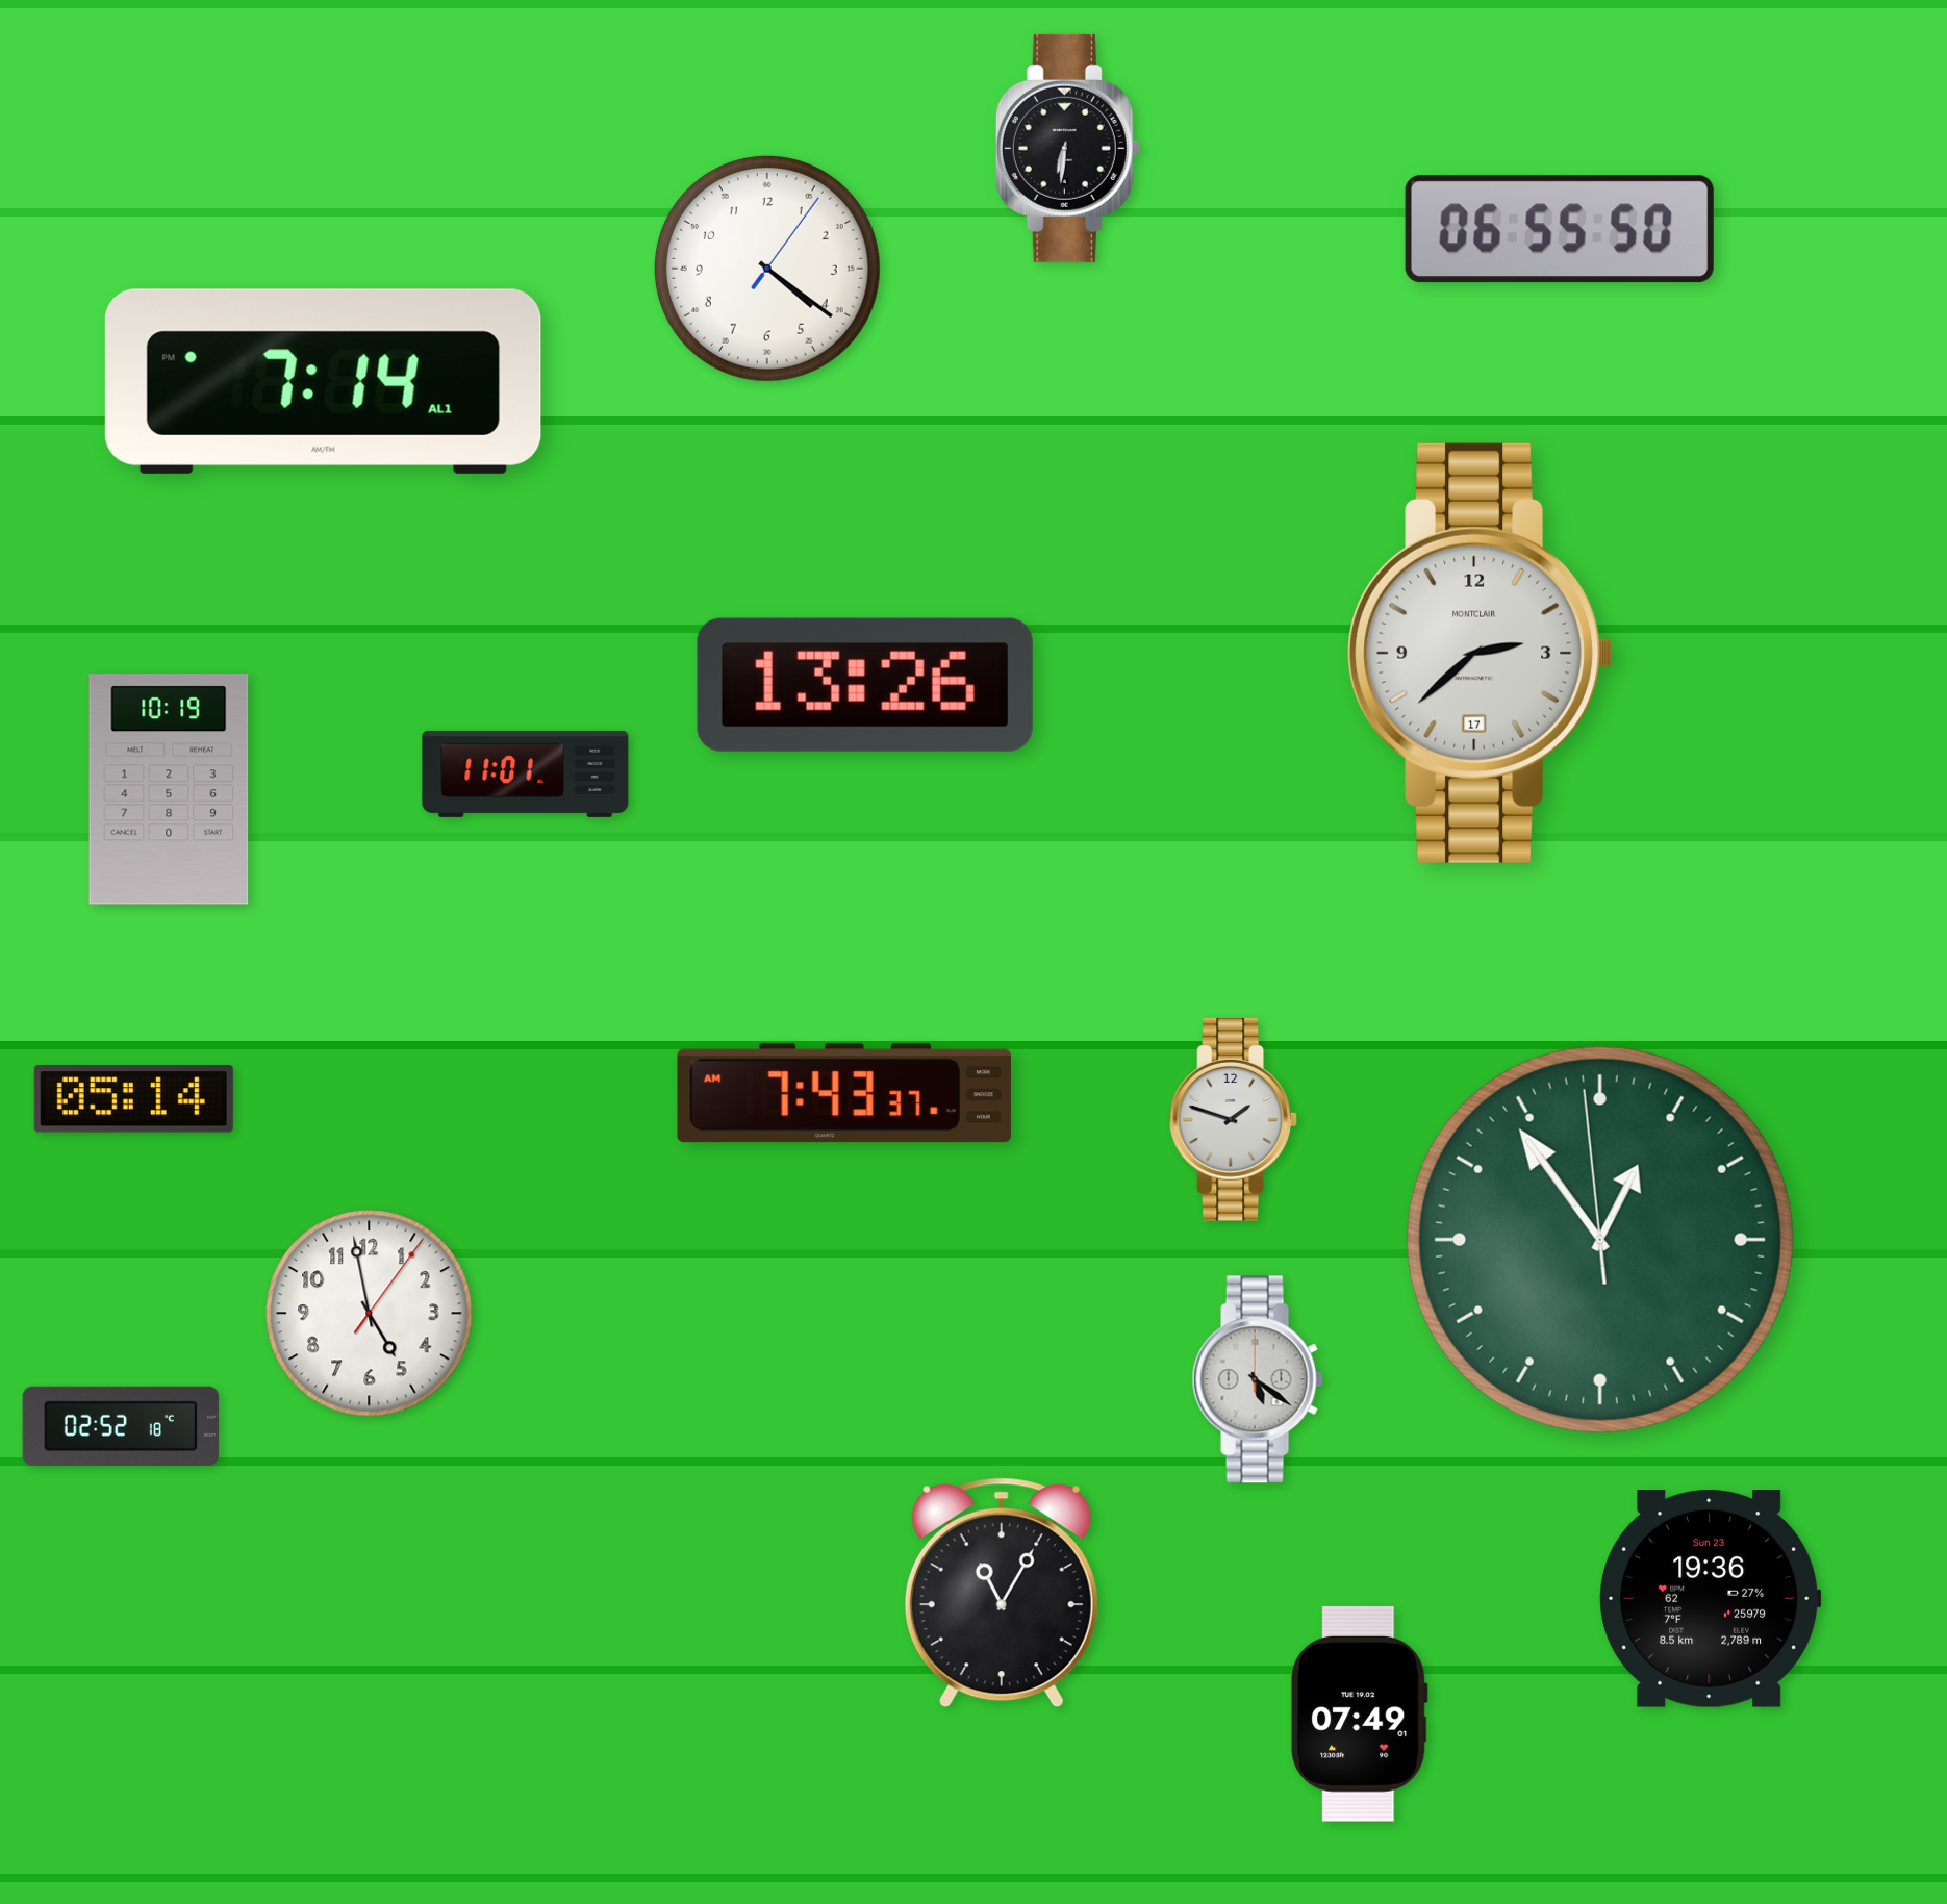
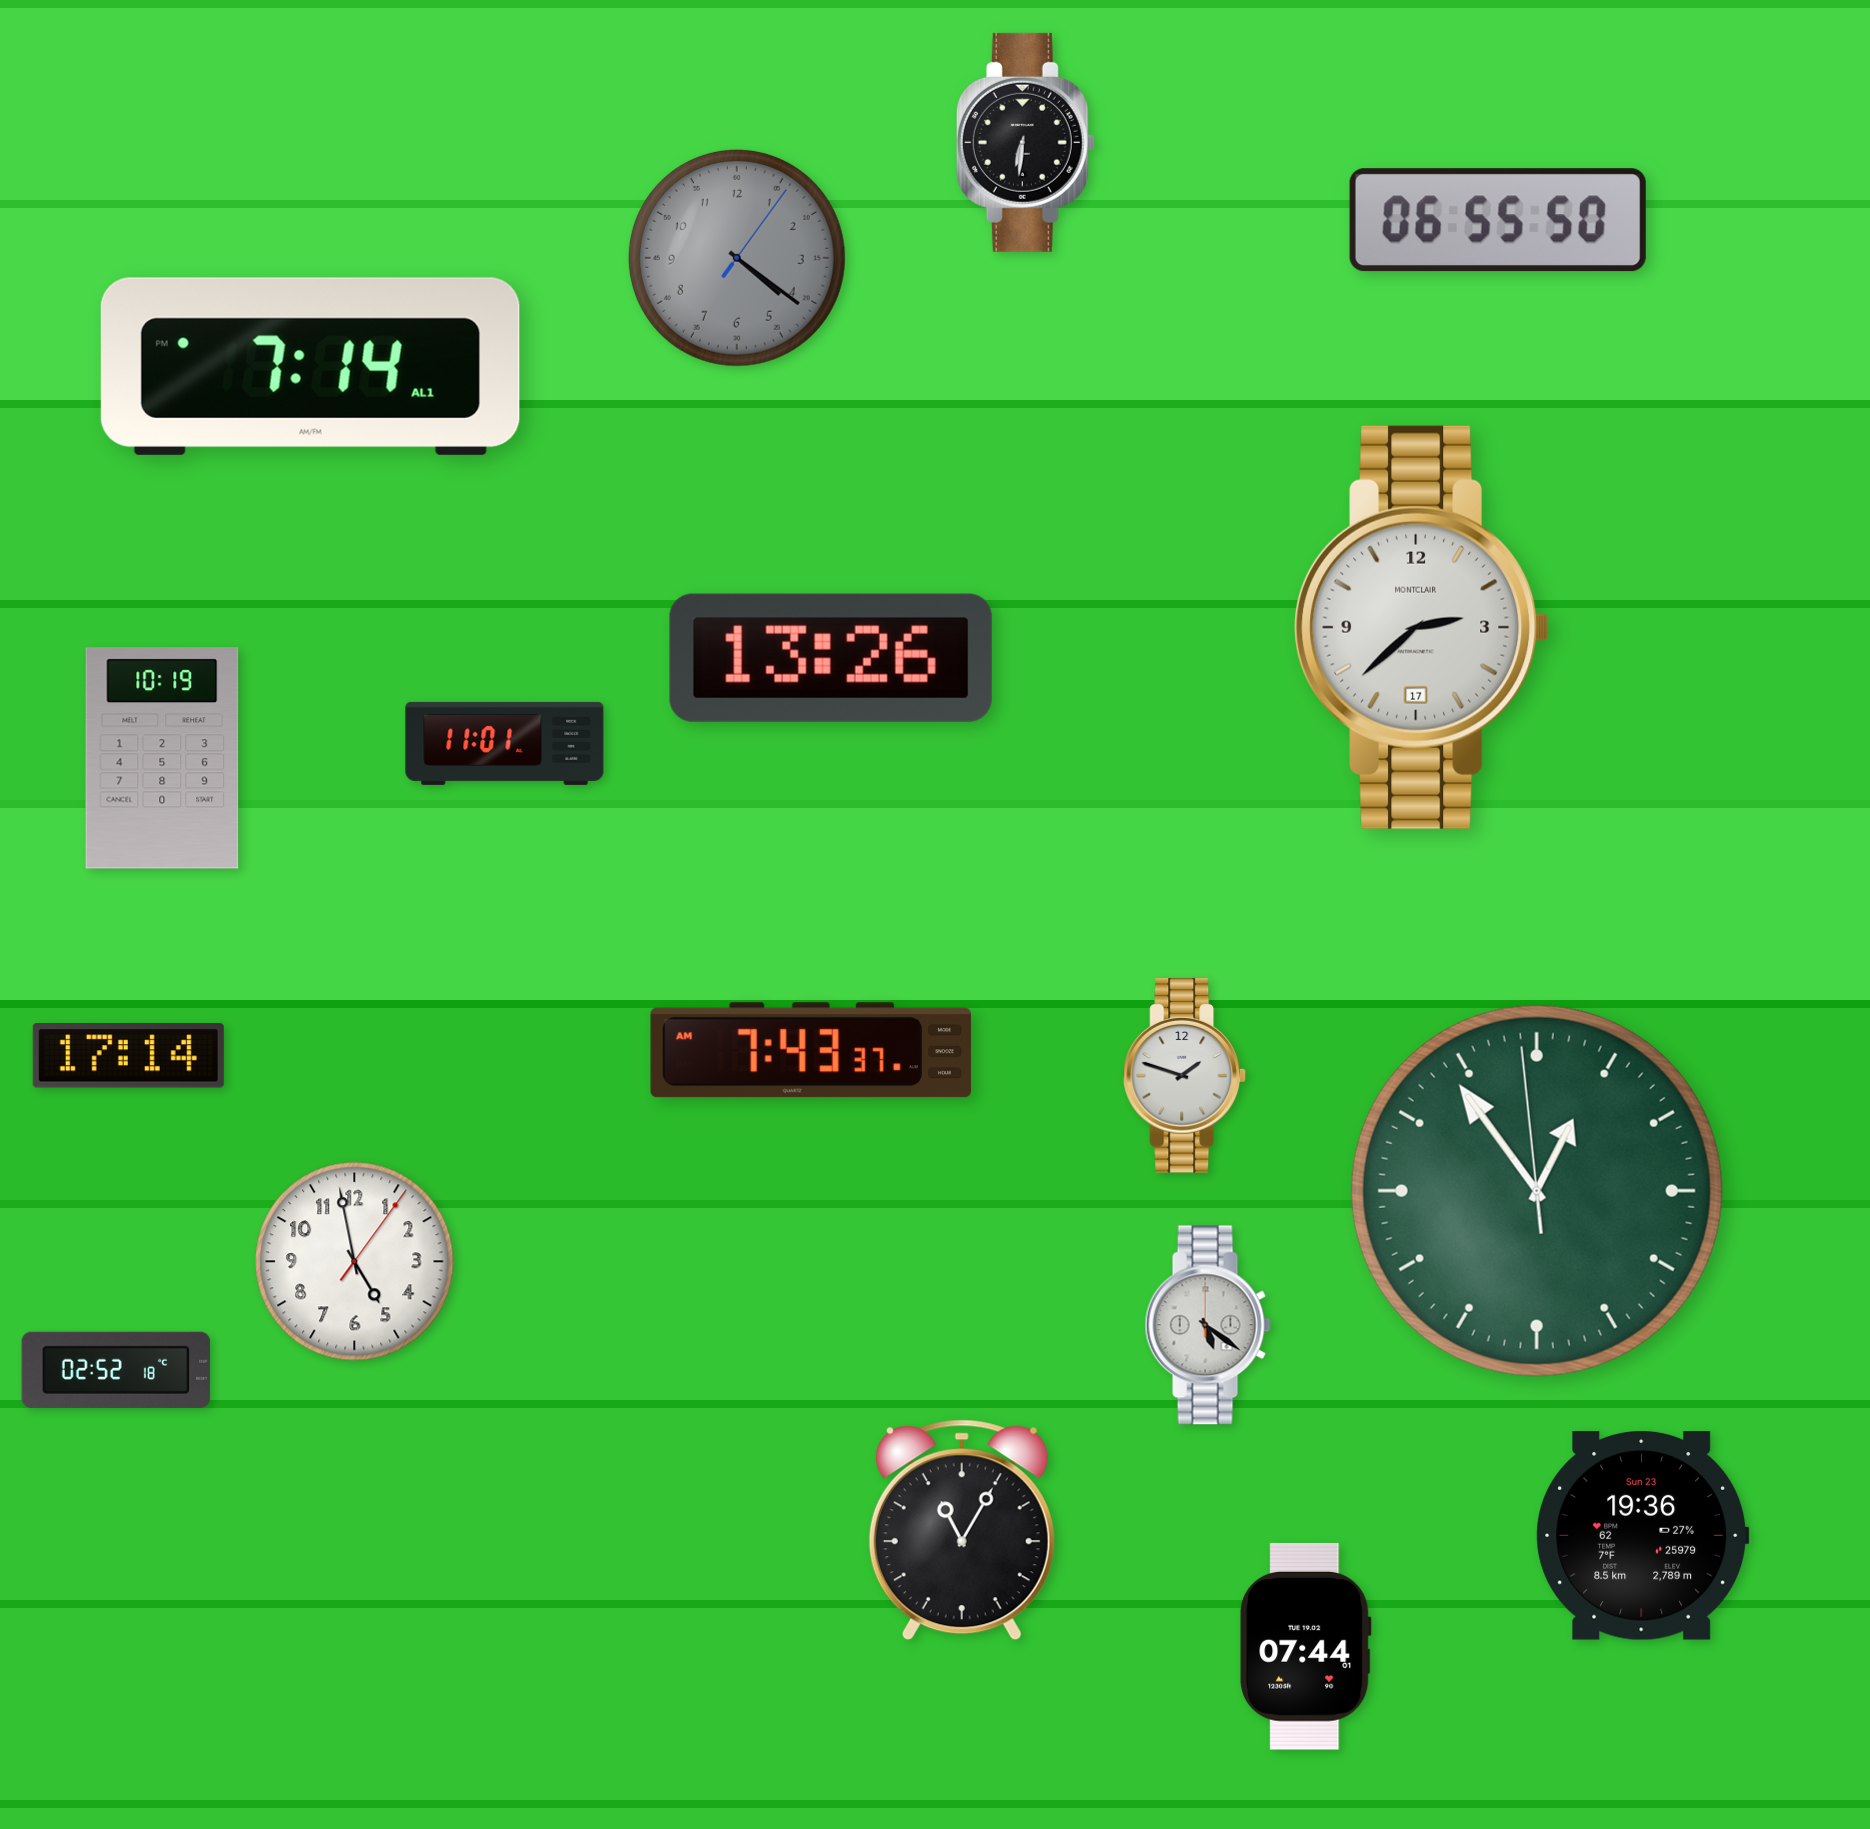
clock at (767, 269) dial: white -> grey
clock at (133, 1099): 05:14 -> 17:14
clock at (1360, 1713): 07:49 -> 07:44
